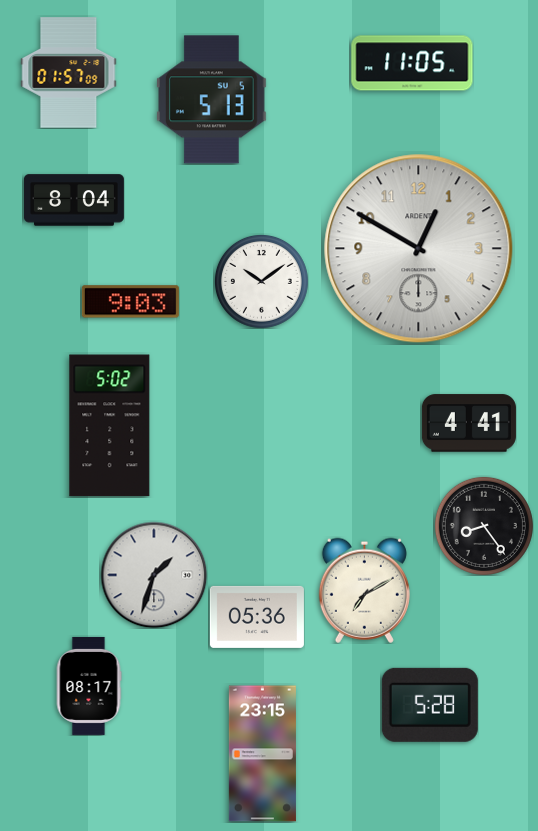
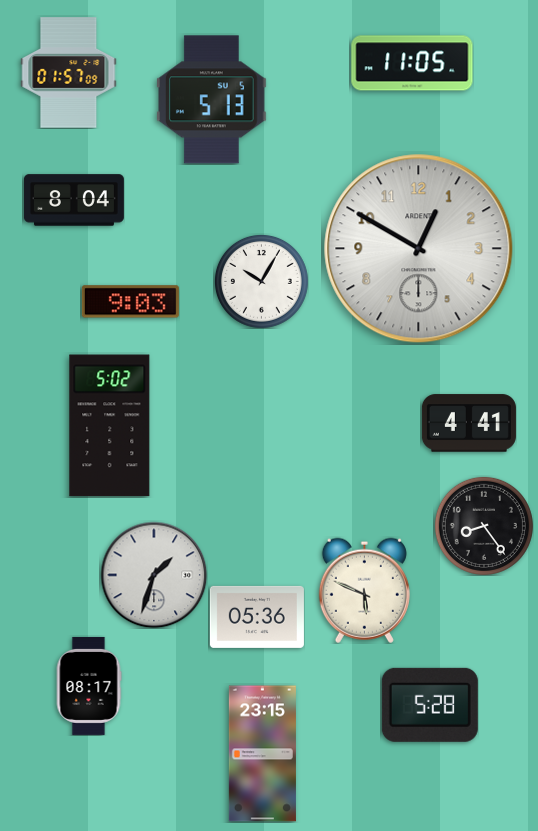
clock at (261, 281): 10:09 -> 10:05
clock at (364, 590): 7:10 -> 5:49
